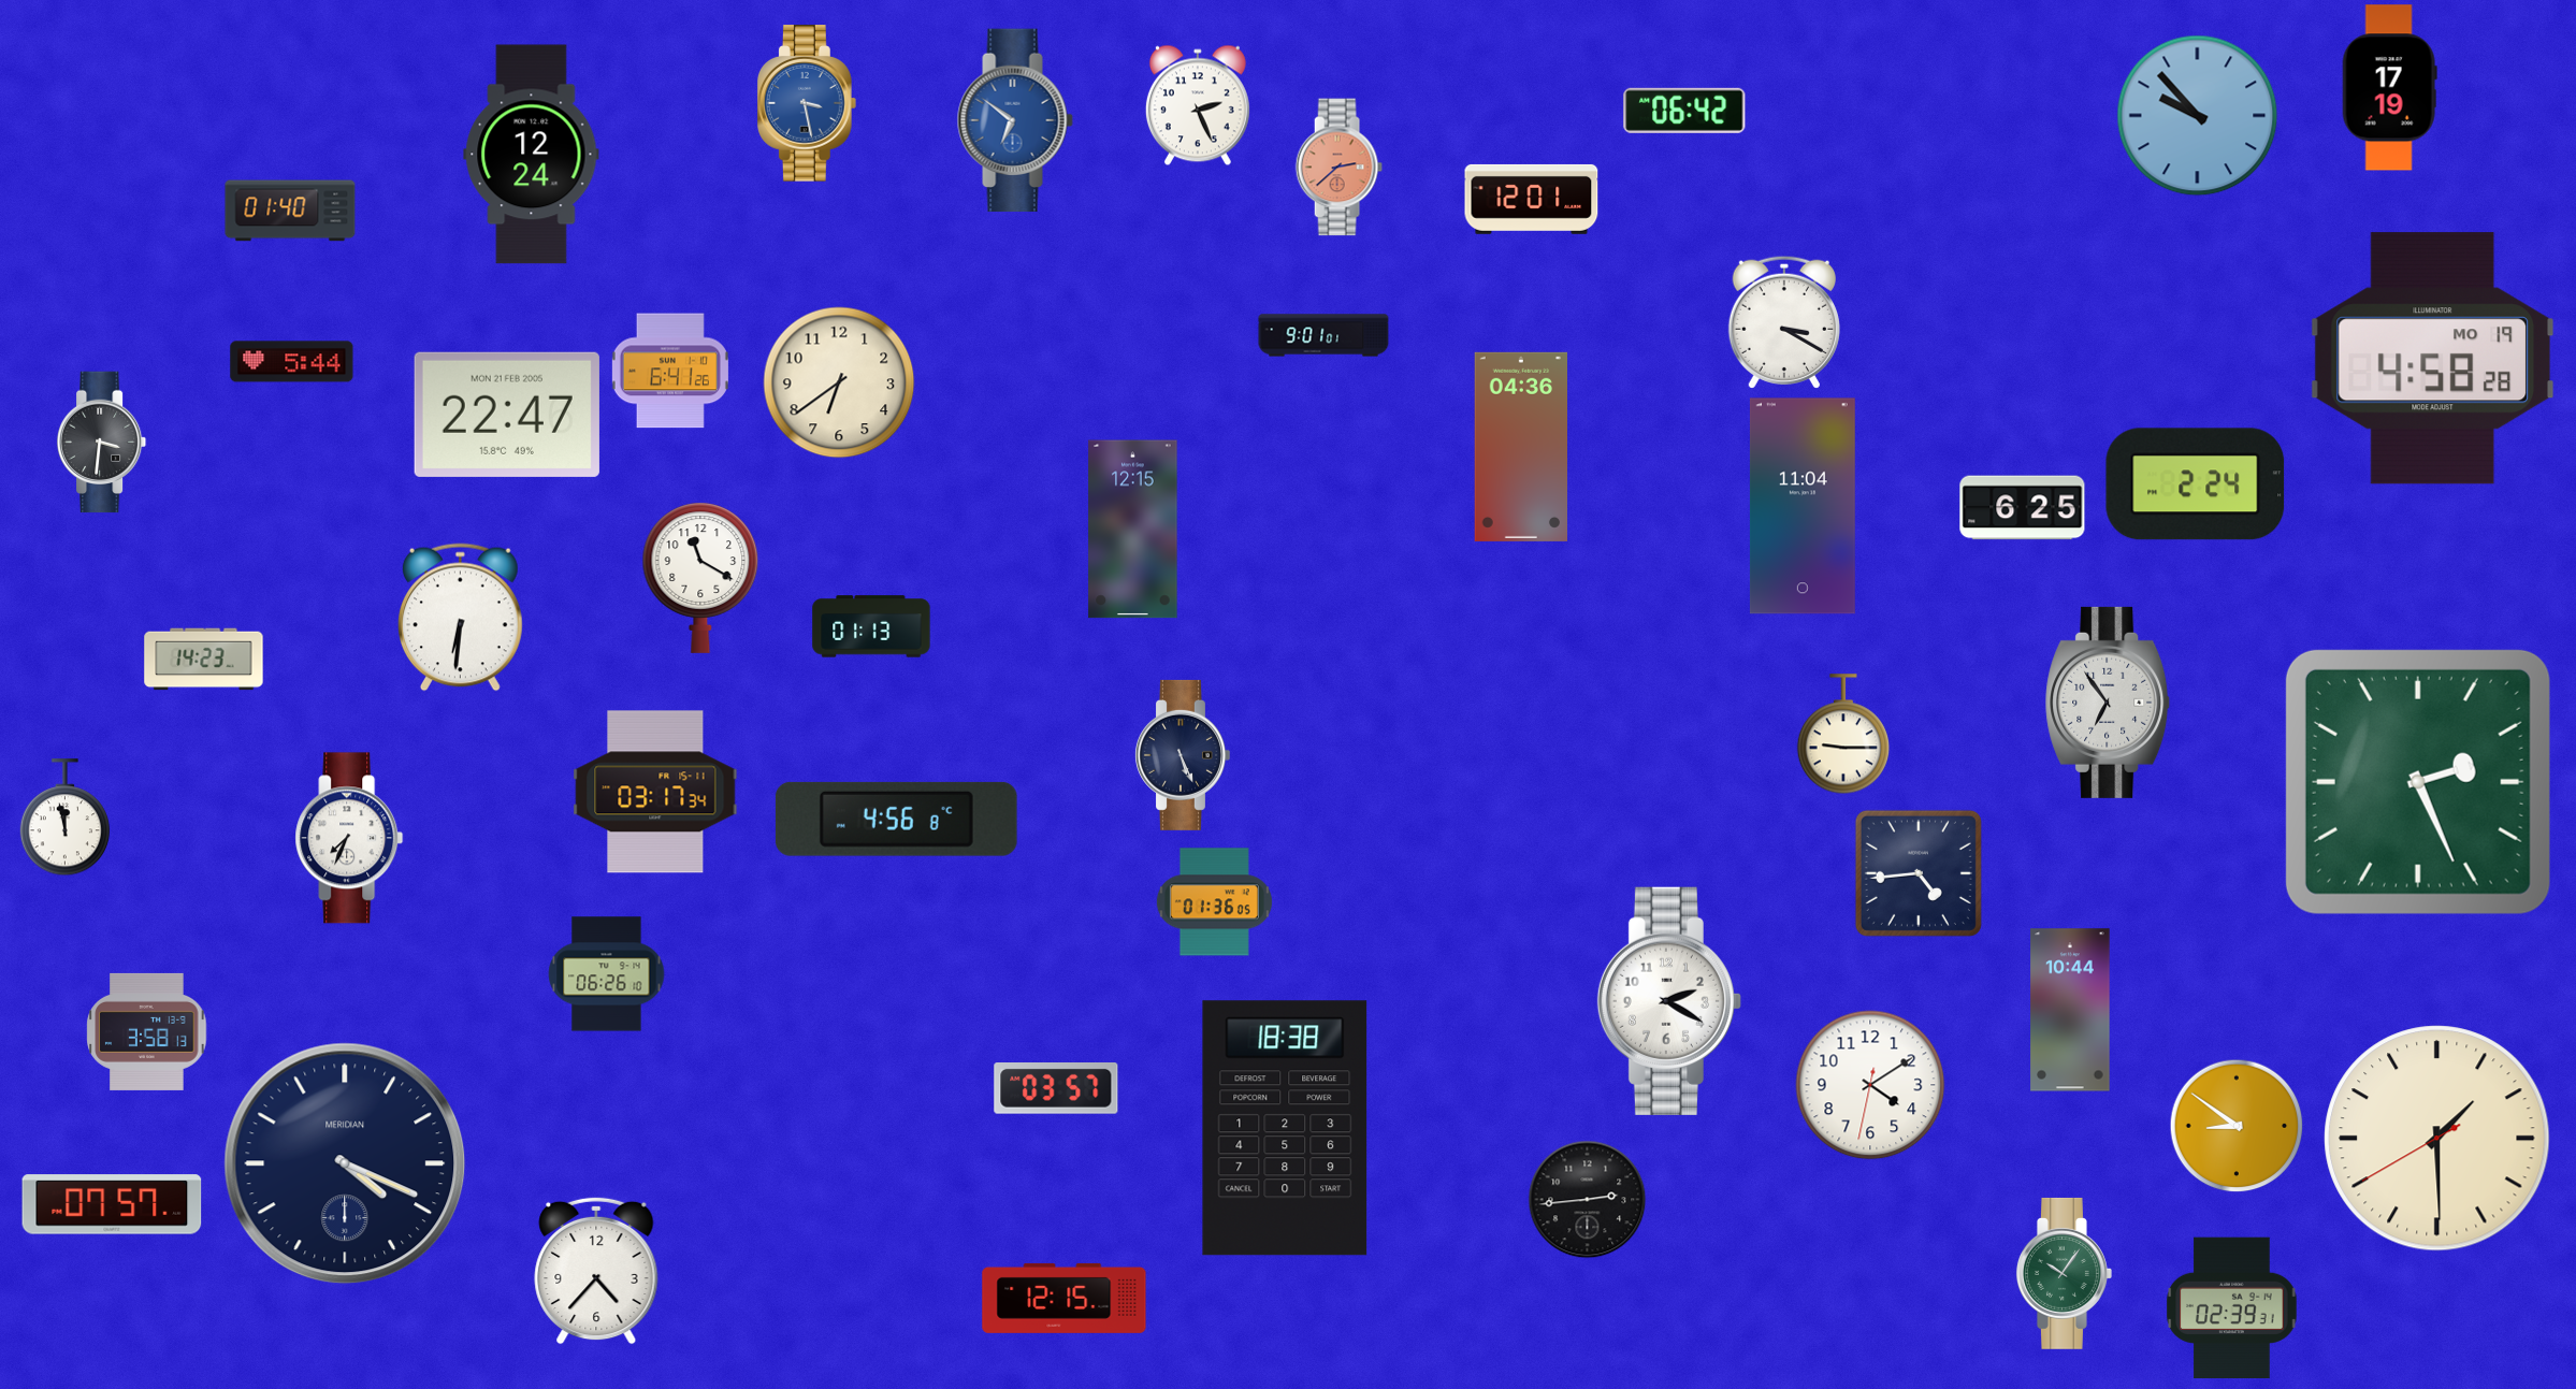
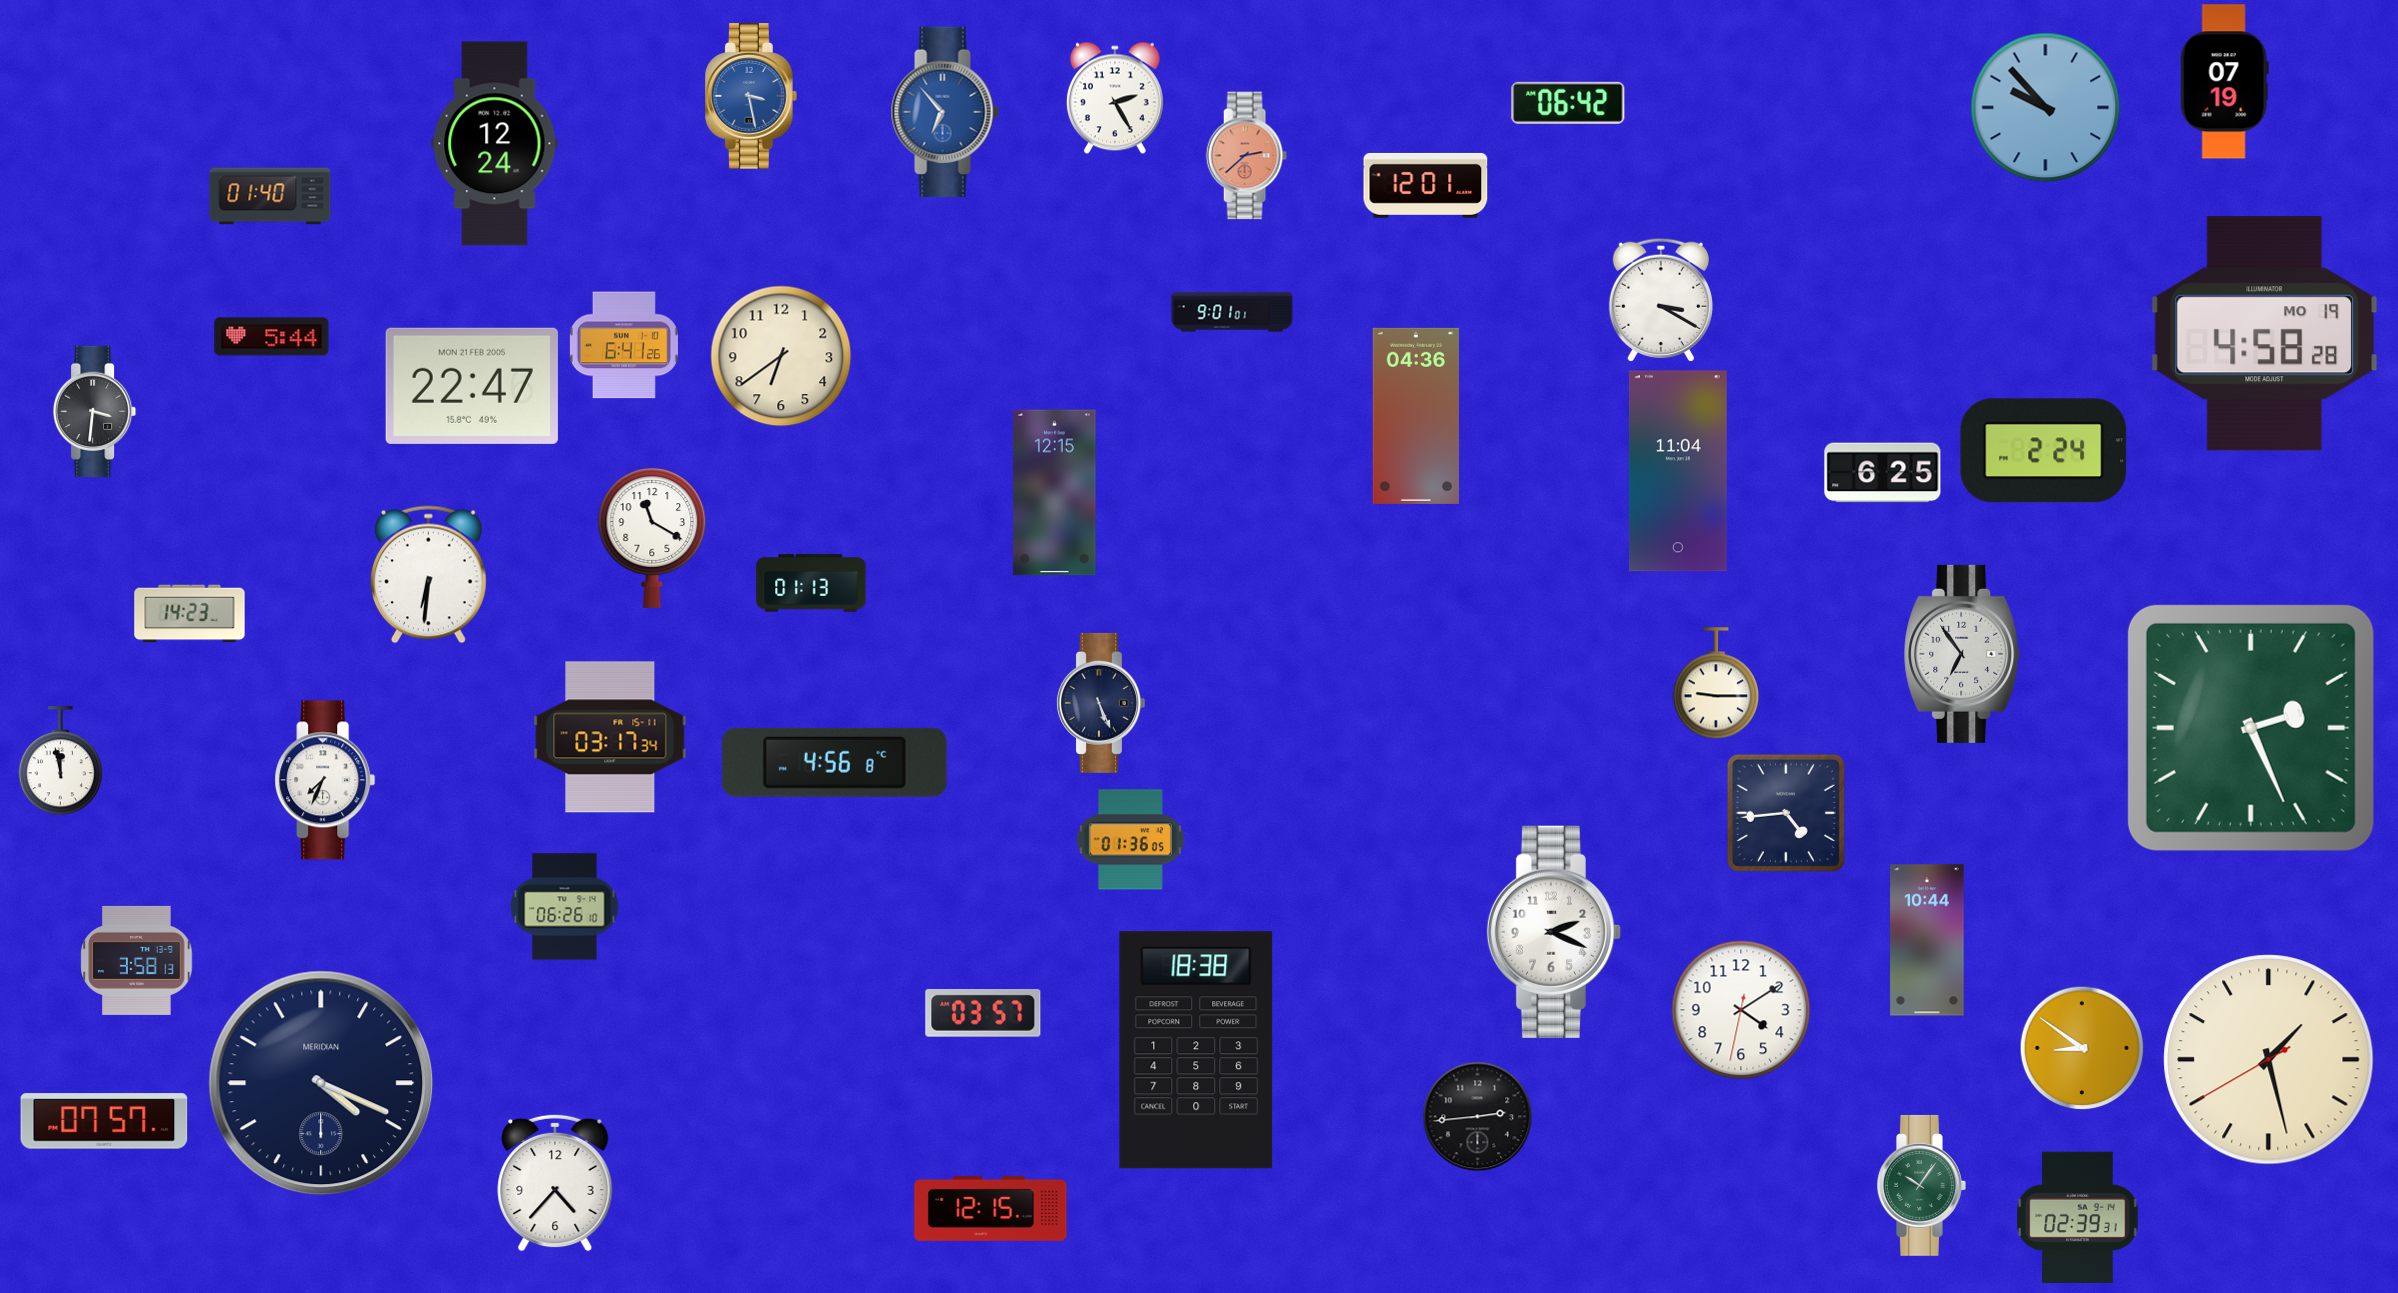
clock at (2389, 88): 17:19 -> 07:19
clock at (1198, 105): 2:26 -> 2:25
clock at (1015, 120): 6:51 -> 6:53
clock at (1669, 1001): 2:20 -> 2:19
clock at (2437, 1139): 1:29 -> 1:27
